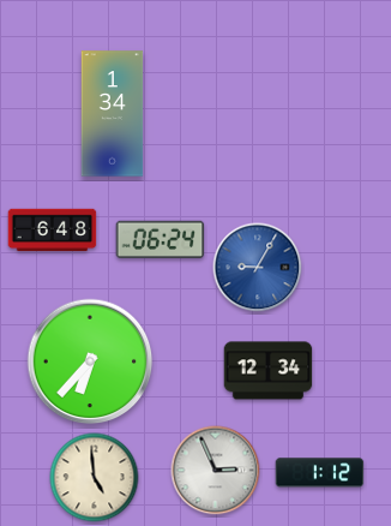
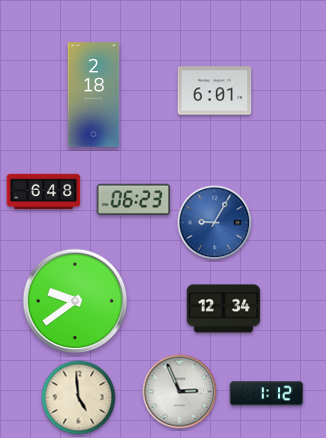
clock at (215, 91): none -> 6:01
clock at (113, 114): 1:34 -> 2:18
clock at (161, 239): 06:24 -> 06:23
clock at (90, 361): 6:37 -> 9:39
